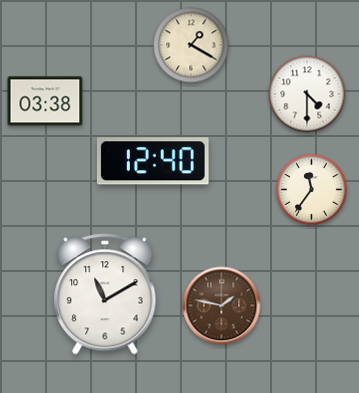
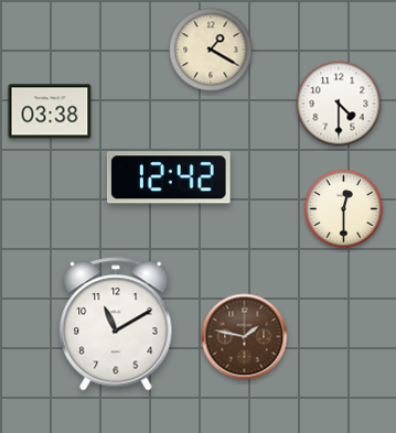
clock at (153, 161): 12:40 -> 12:42
clock at (312, 190): 11:36 -> 12:30
